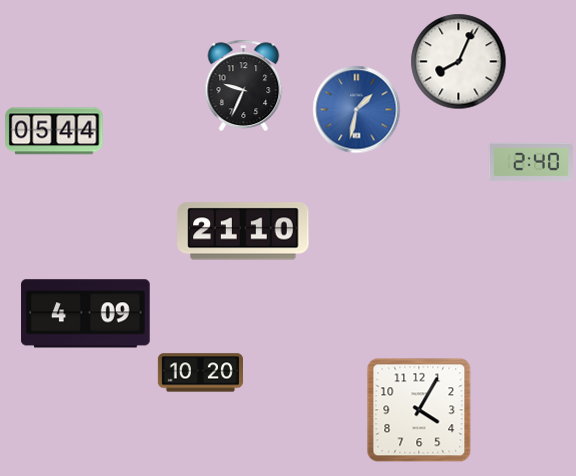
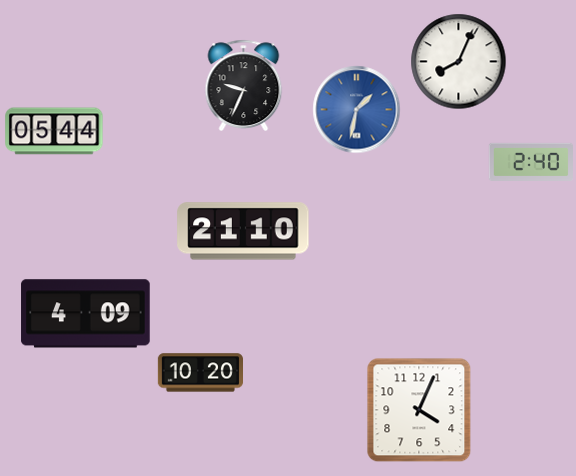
clock at (419, 410): 4:05 -> 4:04
